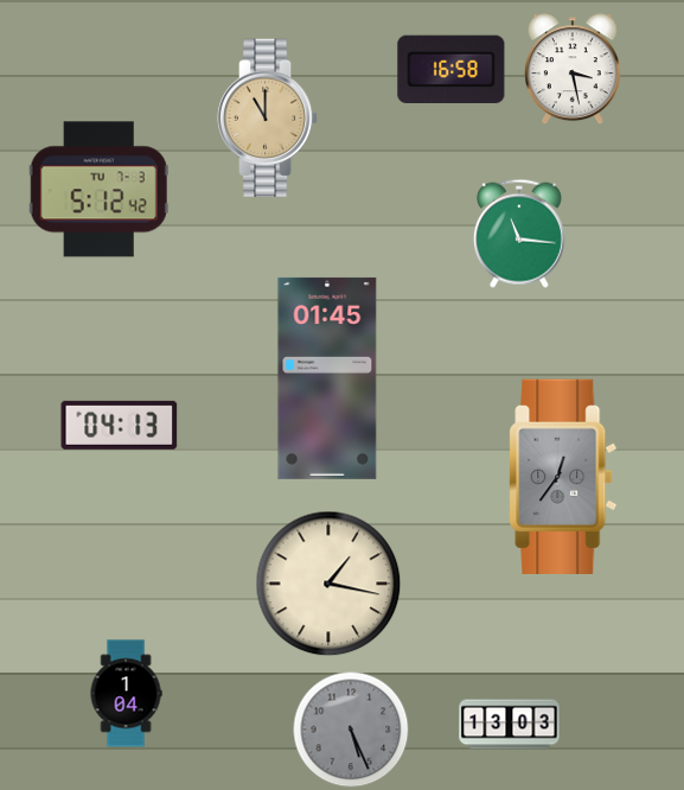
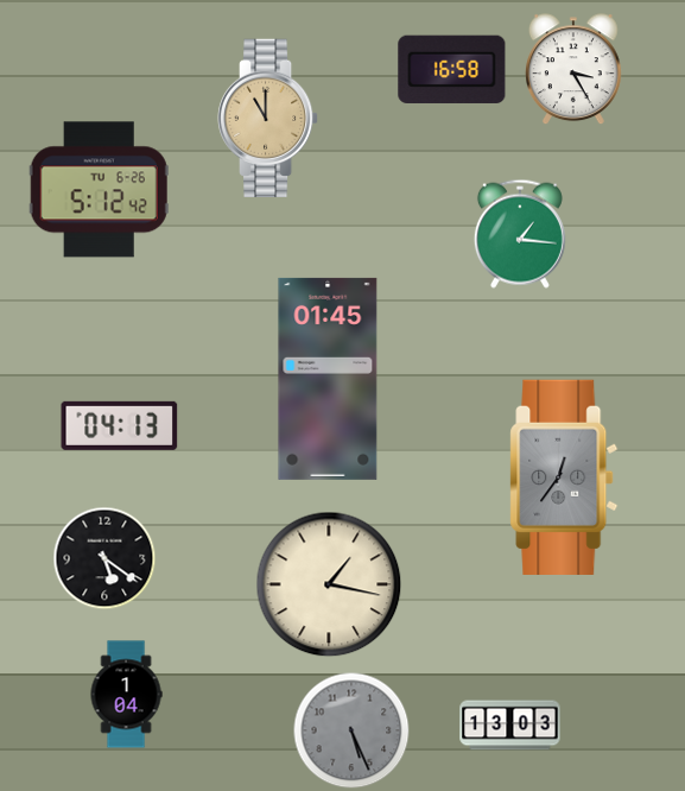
clock at (574, 70): 3:28 -> 3:25
clock at (98, 190) date: TU 7-3 -> TU 6-26
clock at (519, 234): 11:16 -> 1:16
clock at (104, 558): none -> 5:21
